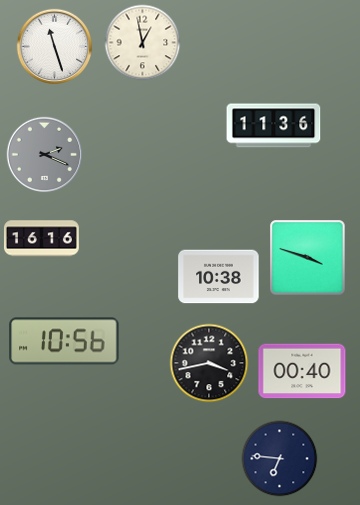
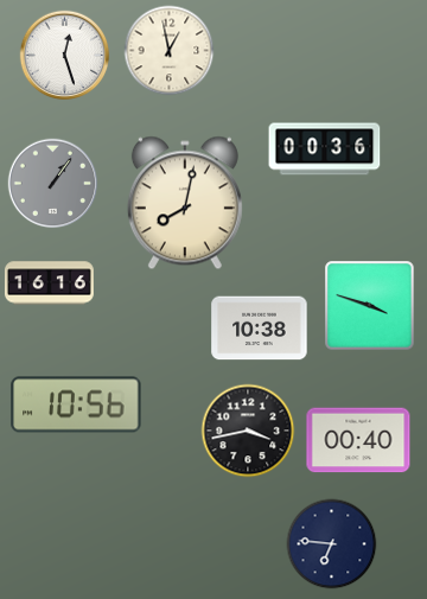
clock at (55, 47): 11:27 -> 12:27
clock at (274, 126): 11:36 -> 00:36
clock at (45, 155): 2:19 -> 1:06
clock at (185, 203): none -> 8:02
clock at (308, 258) position: (308, 258) -> (370, 306)
